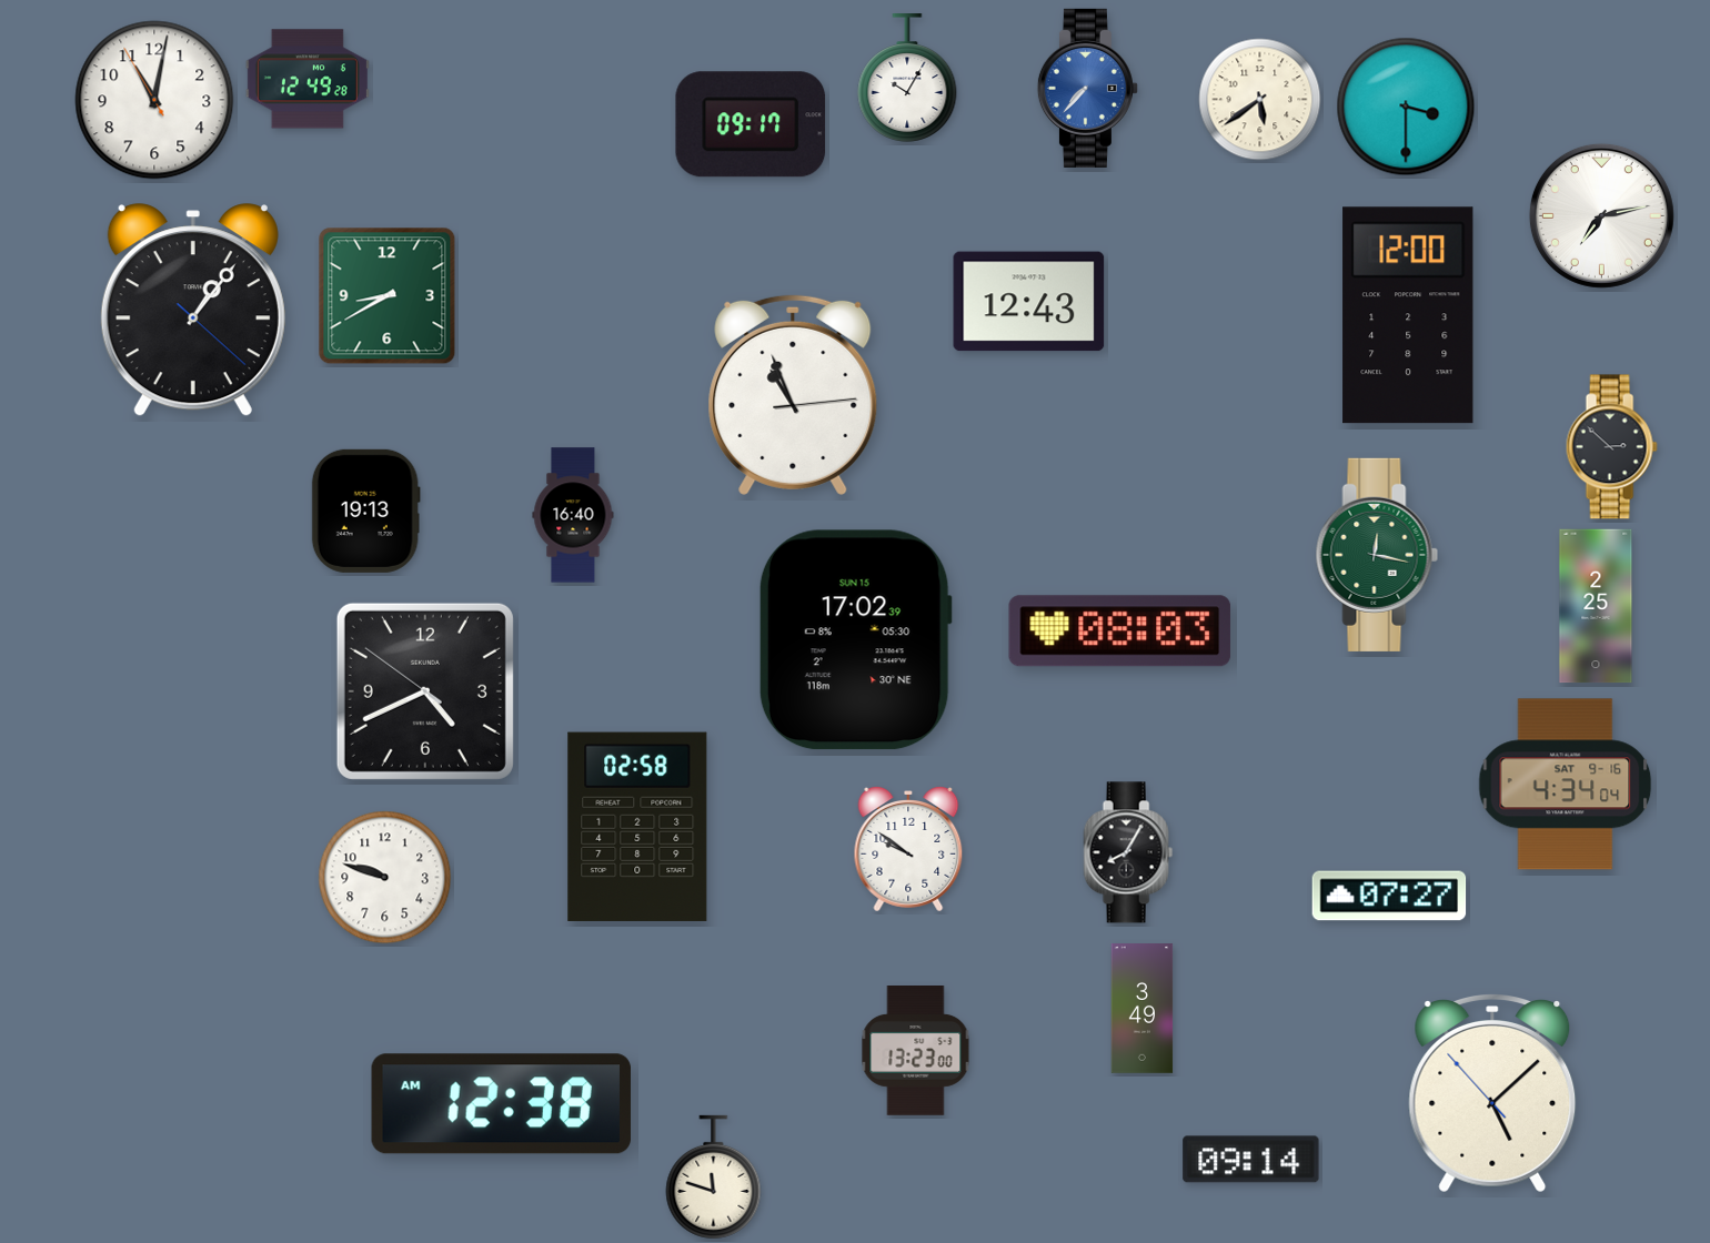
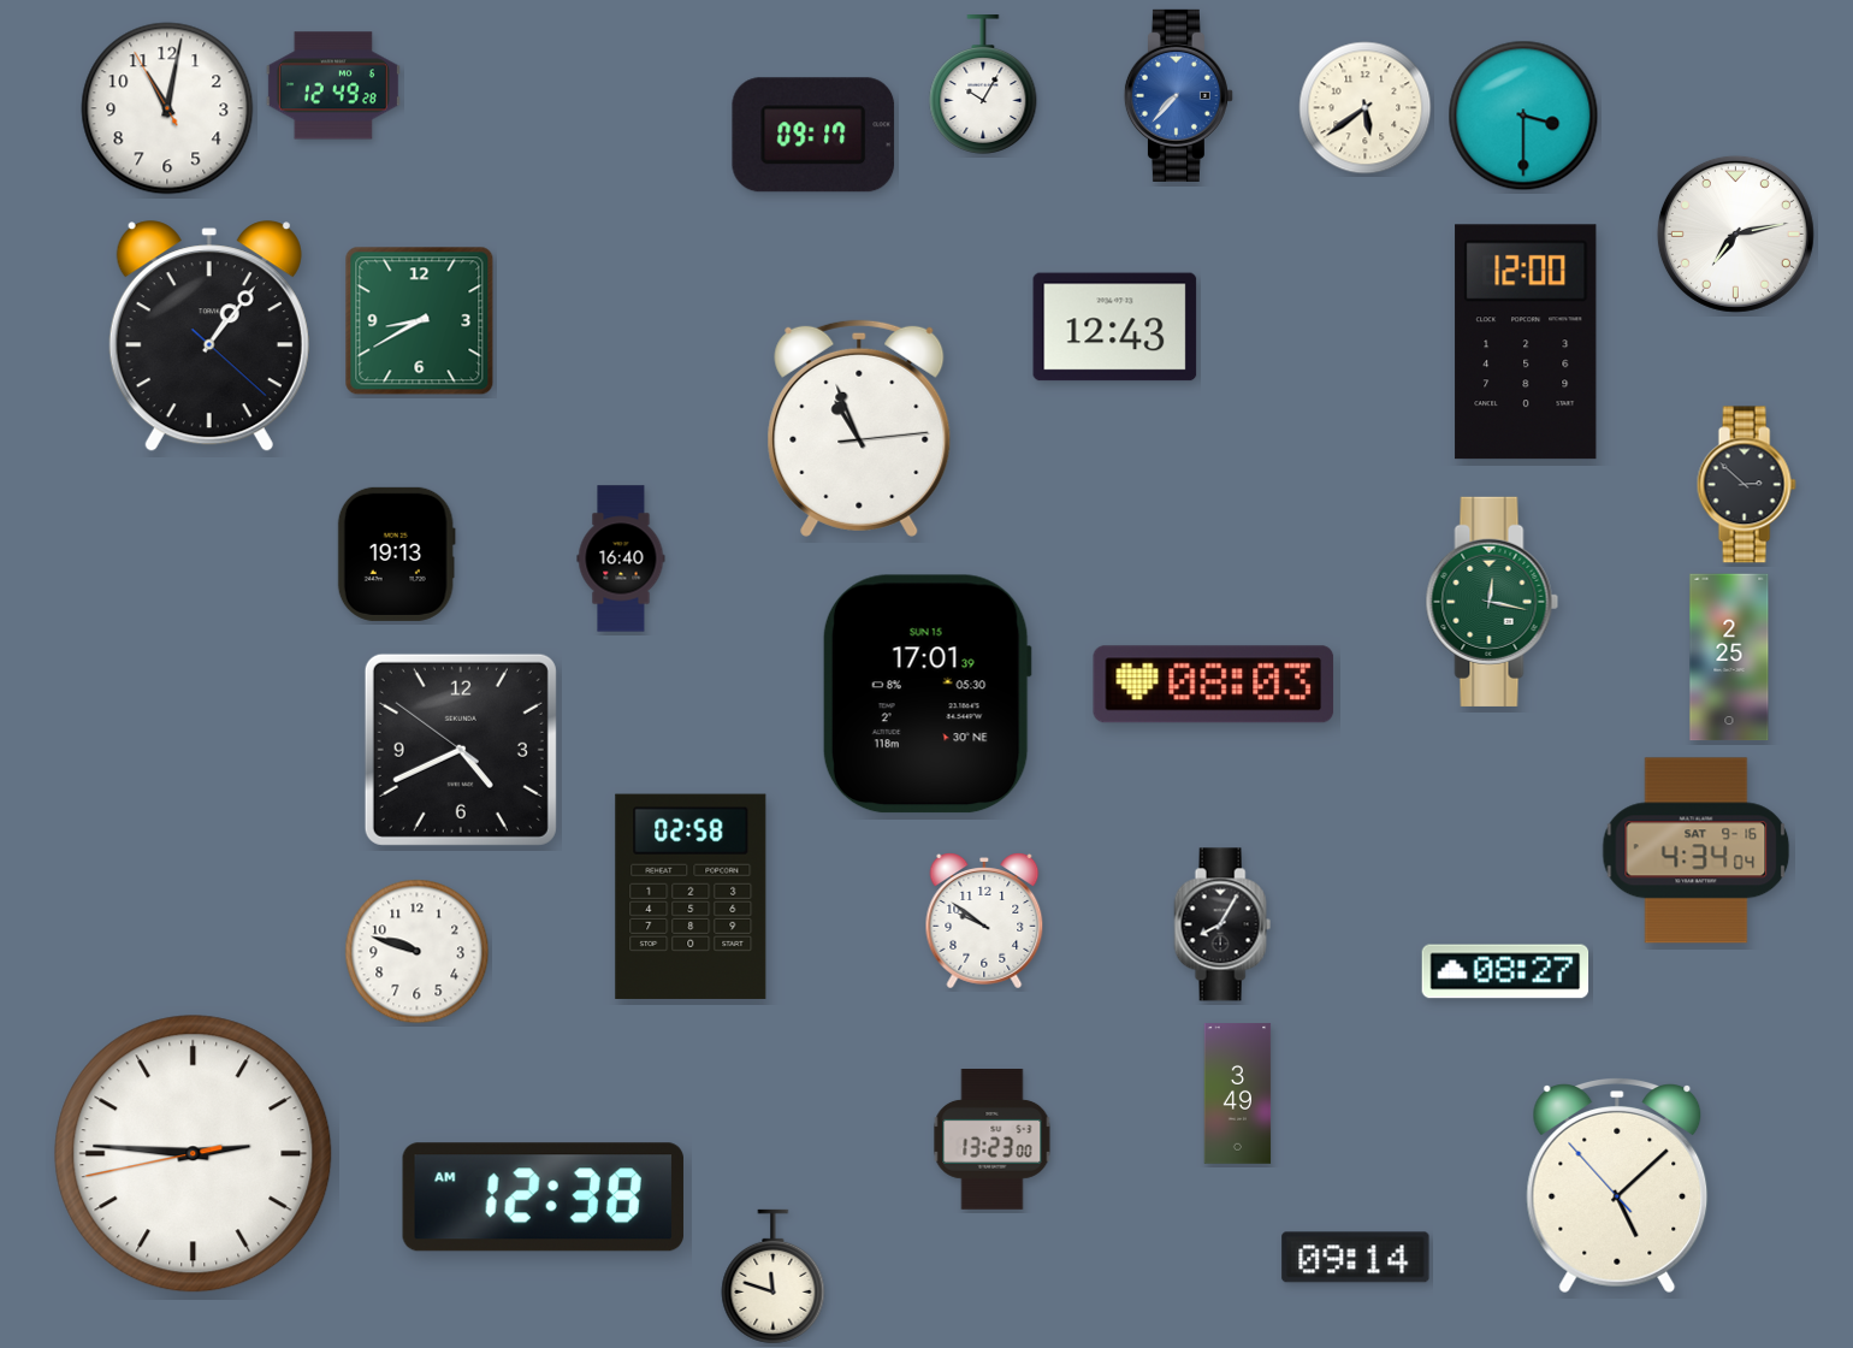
clock at (855, 640): 17:02 -> 17:01
clock at (1389, 896): 07:27 -> 08:27
clock at (194, 1154): none -> 2:45
